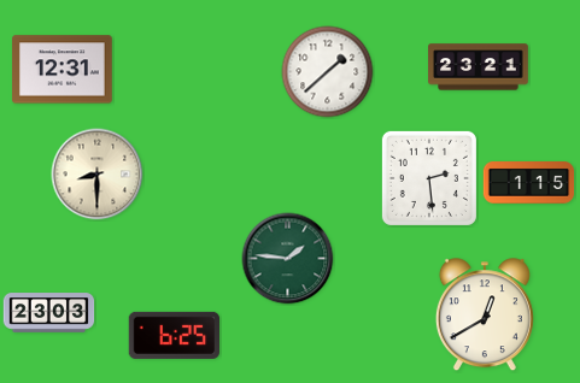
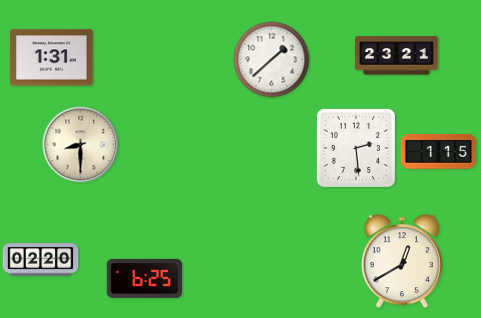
clock at (63, 70): 12:31 -> 1:31
clock at (288, 259): 1:46 -> none
clock at (49, 313): 23:03 -> 02:20
